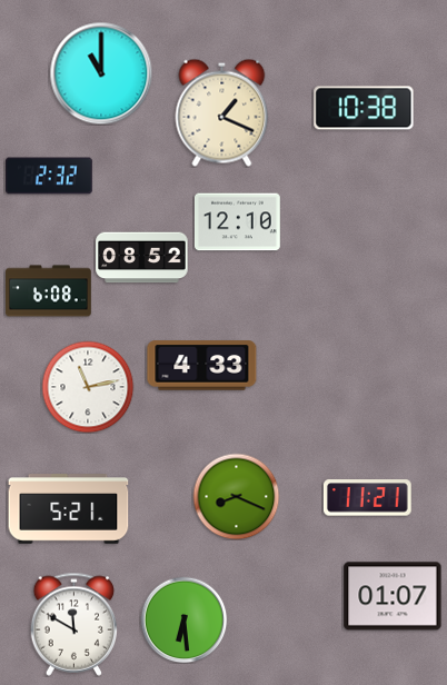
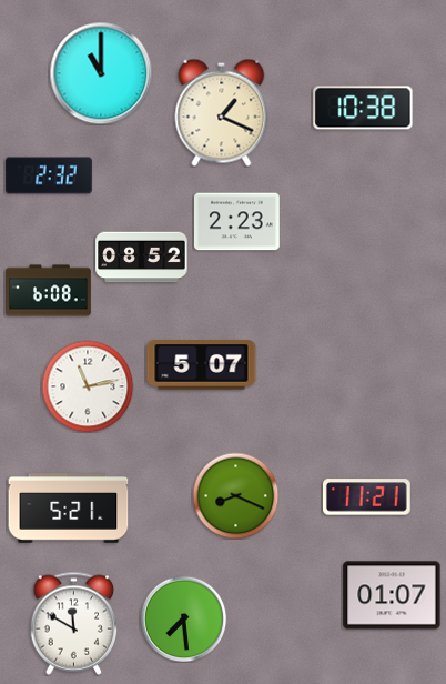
clock at (237, 222): 12:10 -> 2:23
clock at (202, 366): 4:33 -> 5:07
clock at (183, 619): 6:29 -> 7:29
